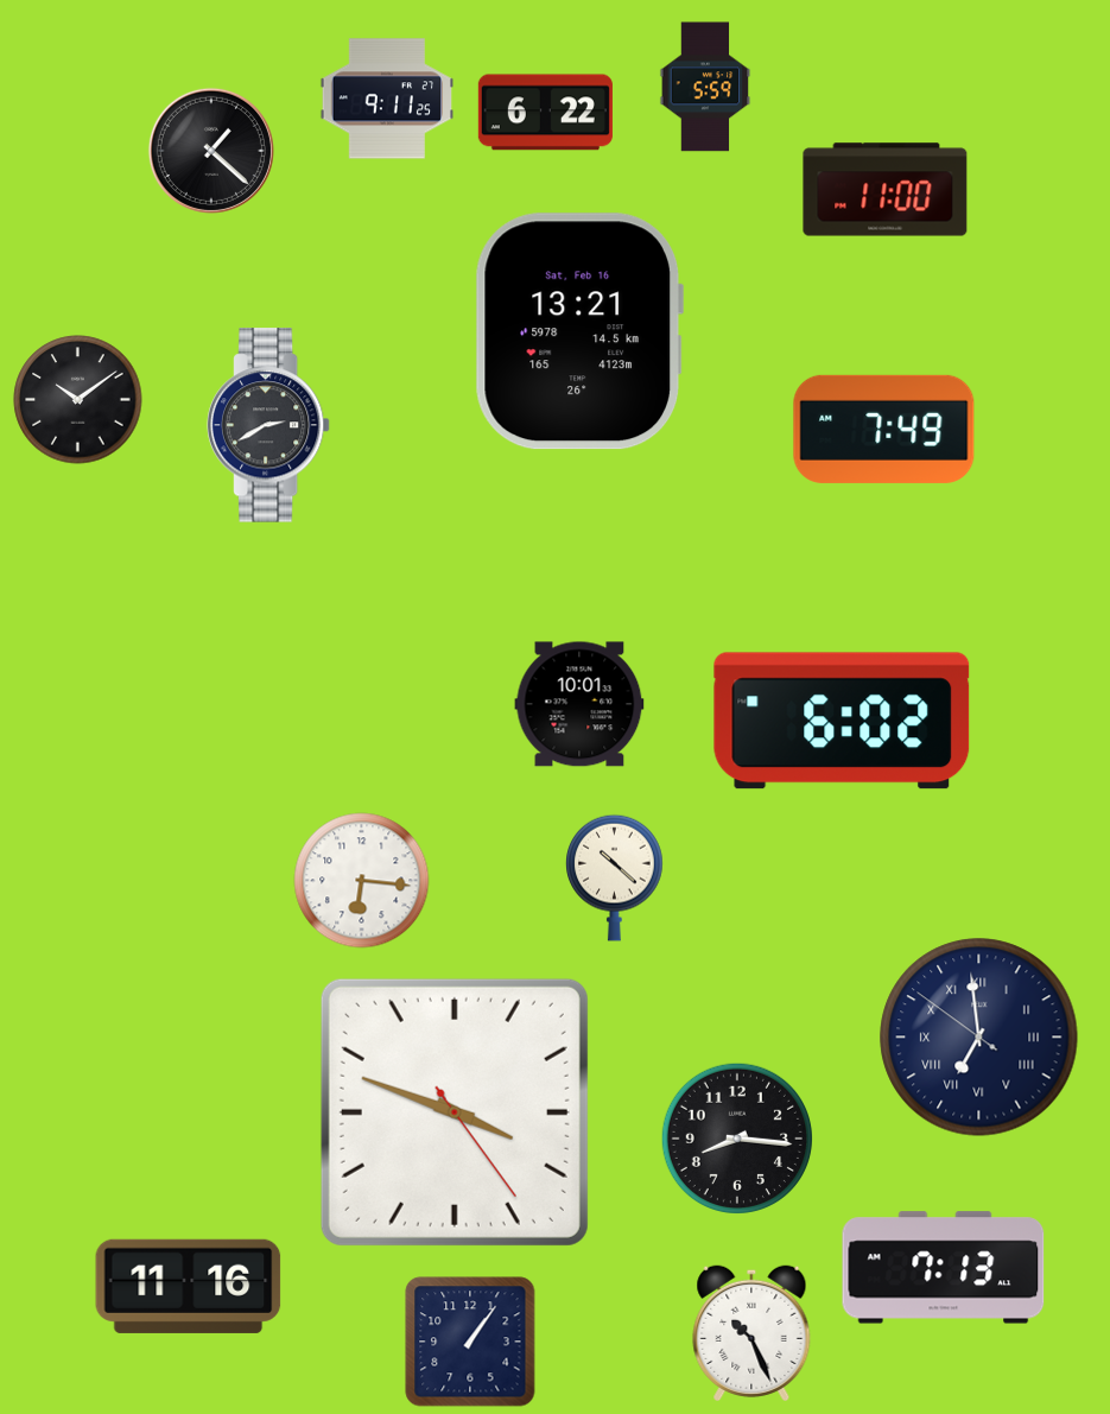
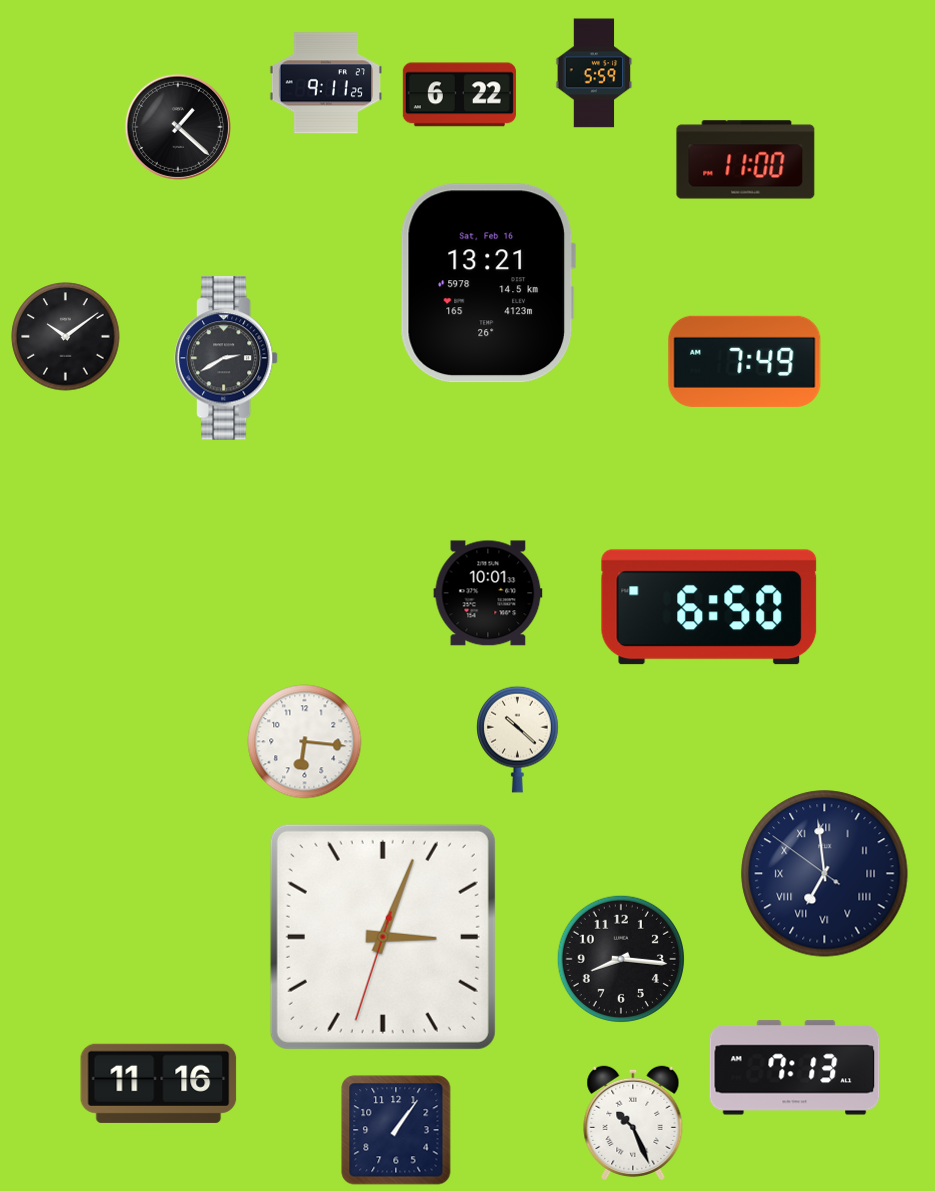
clock at (579, 331) position: (579, 331) -> (488, 283)
clock at (842, 721): 6:02 -> 6:50
clock at (455, 1112): 3:48 -> 3:03
